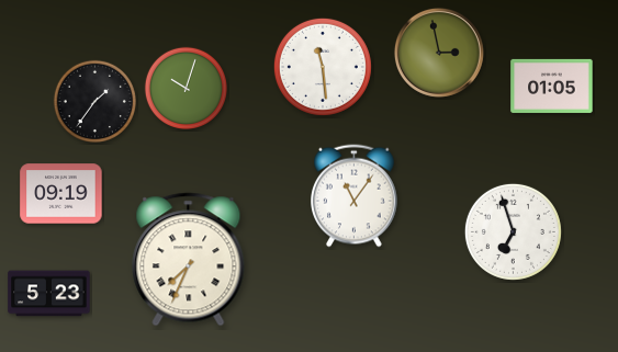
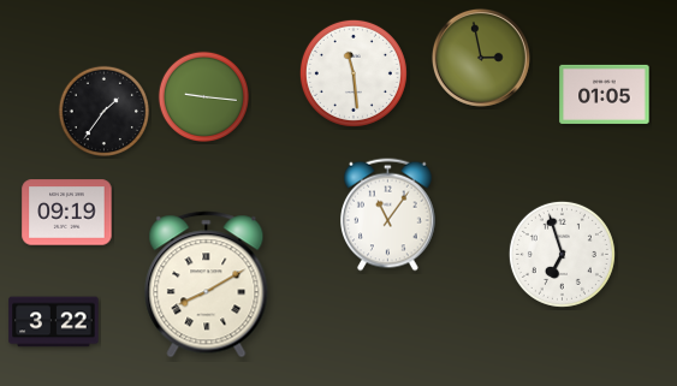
clock at (186, 88): 10:03 -> 9:16
clock at (189, 260): 7:34 -> 8:10
clock at (49, 294): 5:23 -> 3:22
